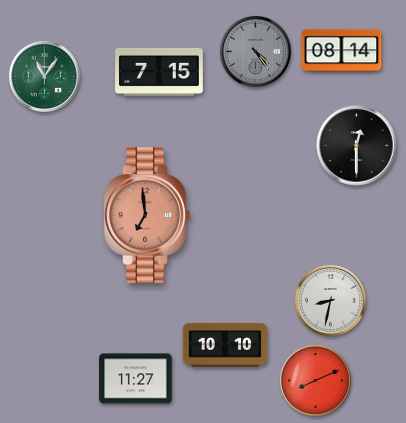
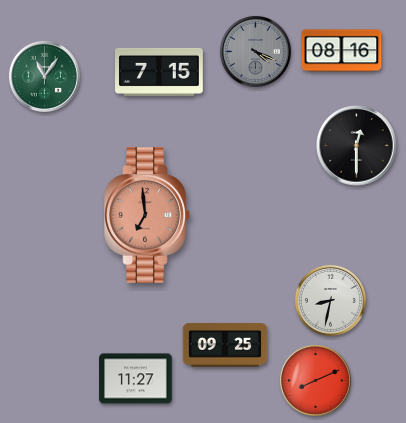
clock at (255, 51): 4:24 -> 4:19
clock at (342, 51): 08:14 -> 08:16
clock at (225, 345): 10:10 -> 09:25
